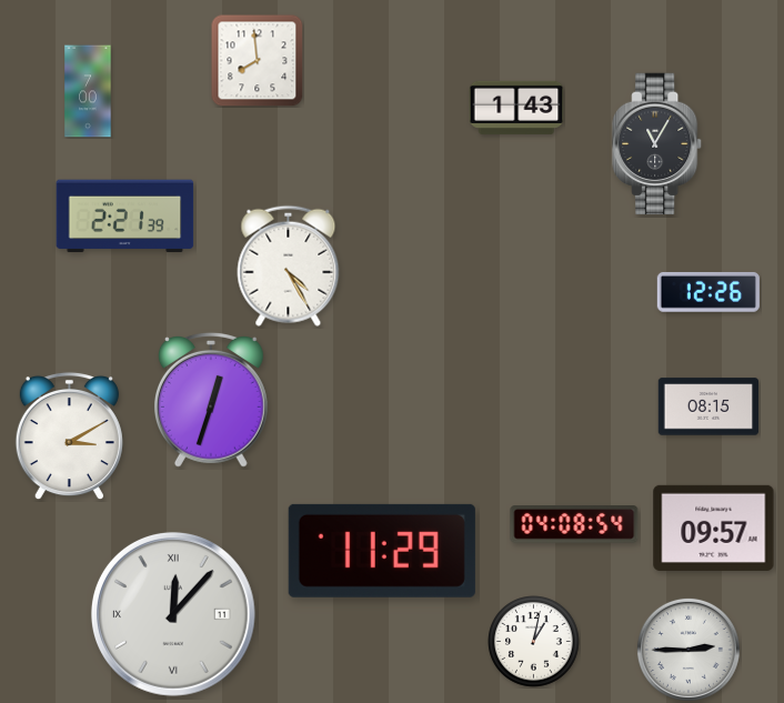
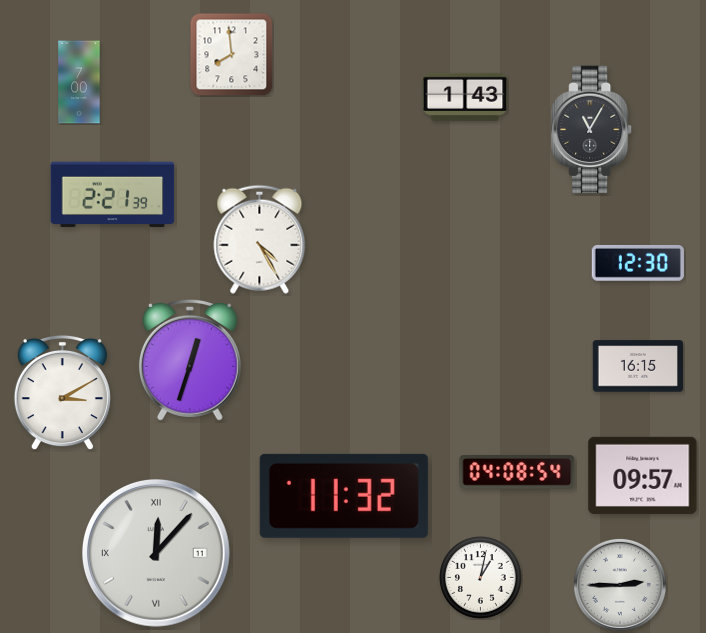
clock at (708, 292): 12:26 -> 12:30
clock at (708, 406): 08:15 -> 16:15
clock at (382, 551): 11:29 -> 11:32
